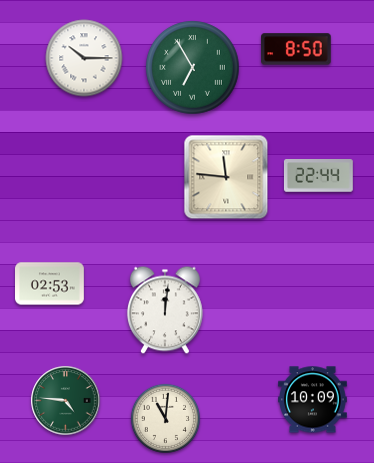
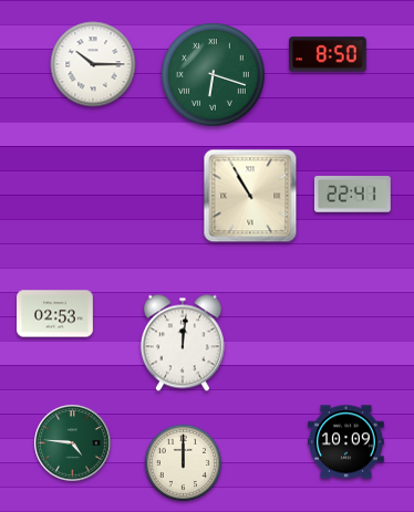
clock at (193, 68): 6:55 -> 6:18
clock at (318, 176): 22:44 -> 22:41
clock at (226, 177): 11:46 -> 10:55
clock at (165, 418): 11:01 -> 12:00
